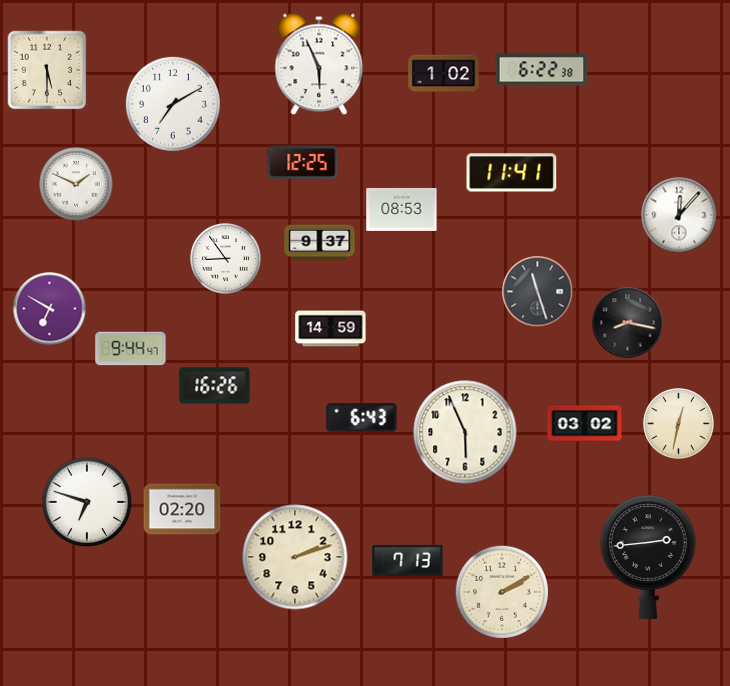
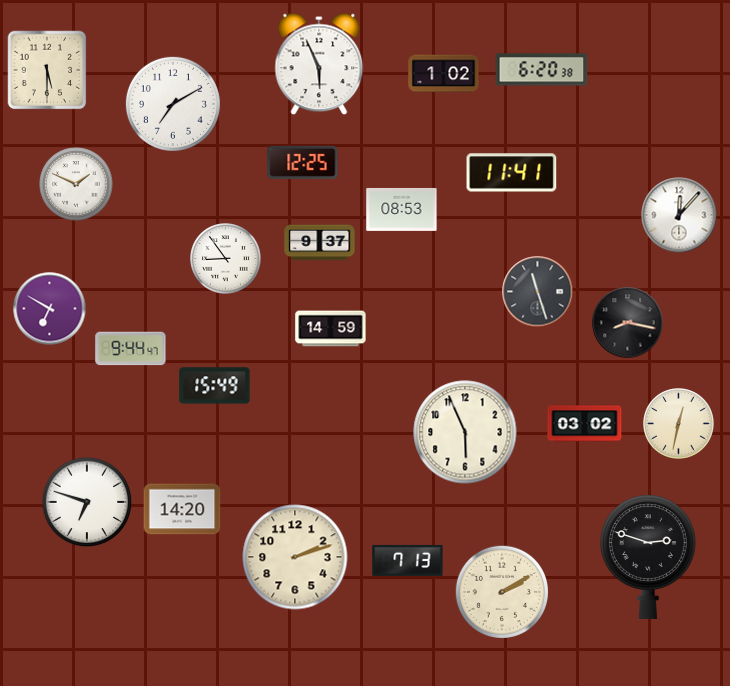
clock at (542, 70): 6:22 -> 6:20
clock at (215, 386): 16:26 -> 15:49
clock at (362, 418): 6:43 -> none
clock at (182, 509): 02:20 -> 14:20
clock at (648, 557): 2:44 -> 2:48
